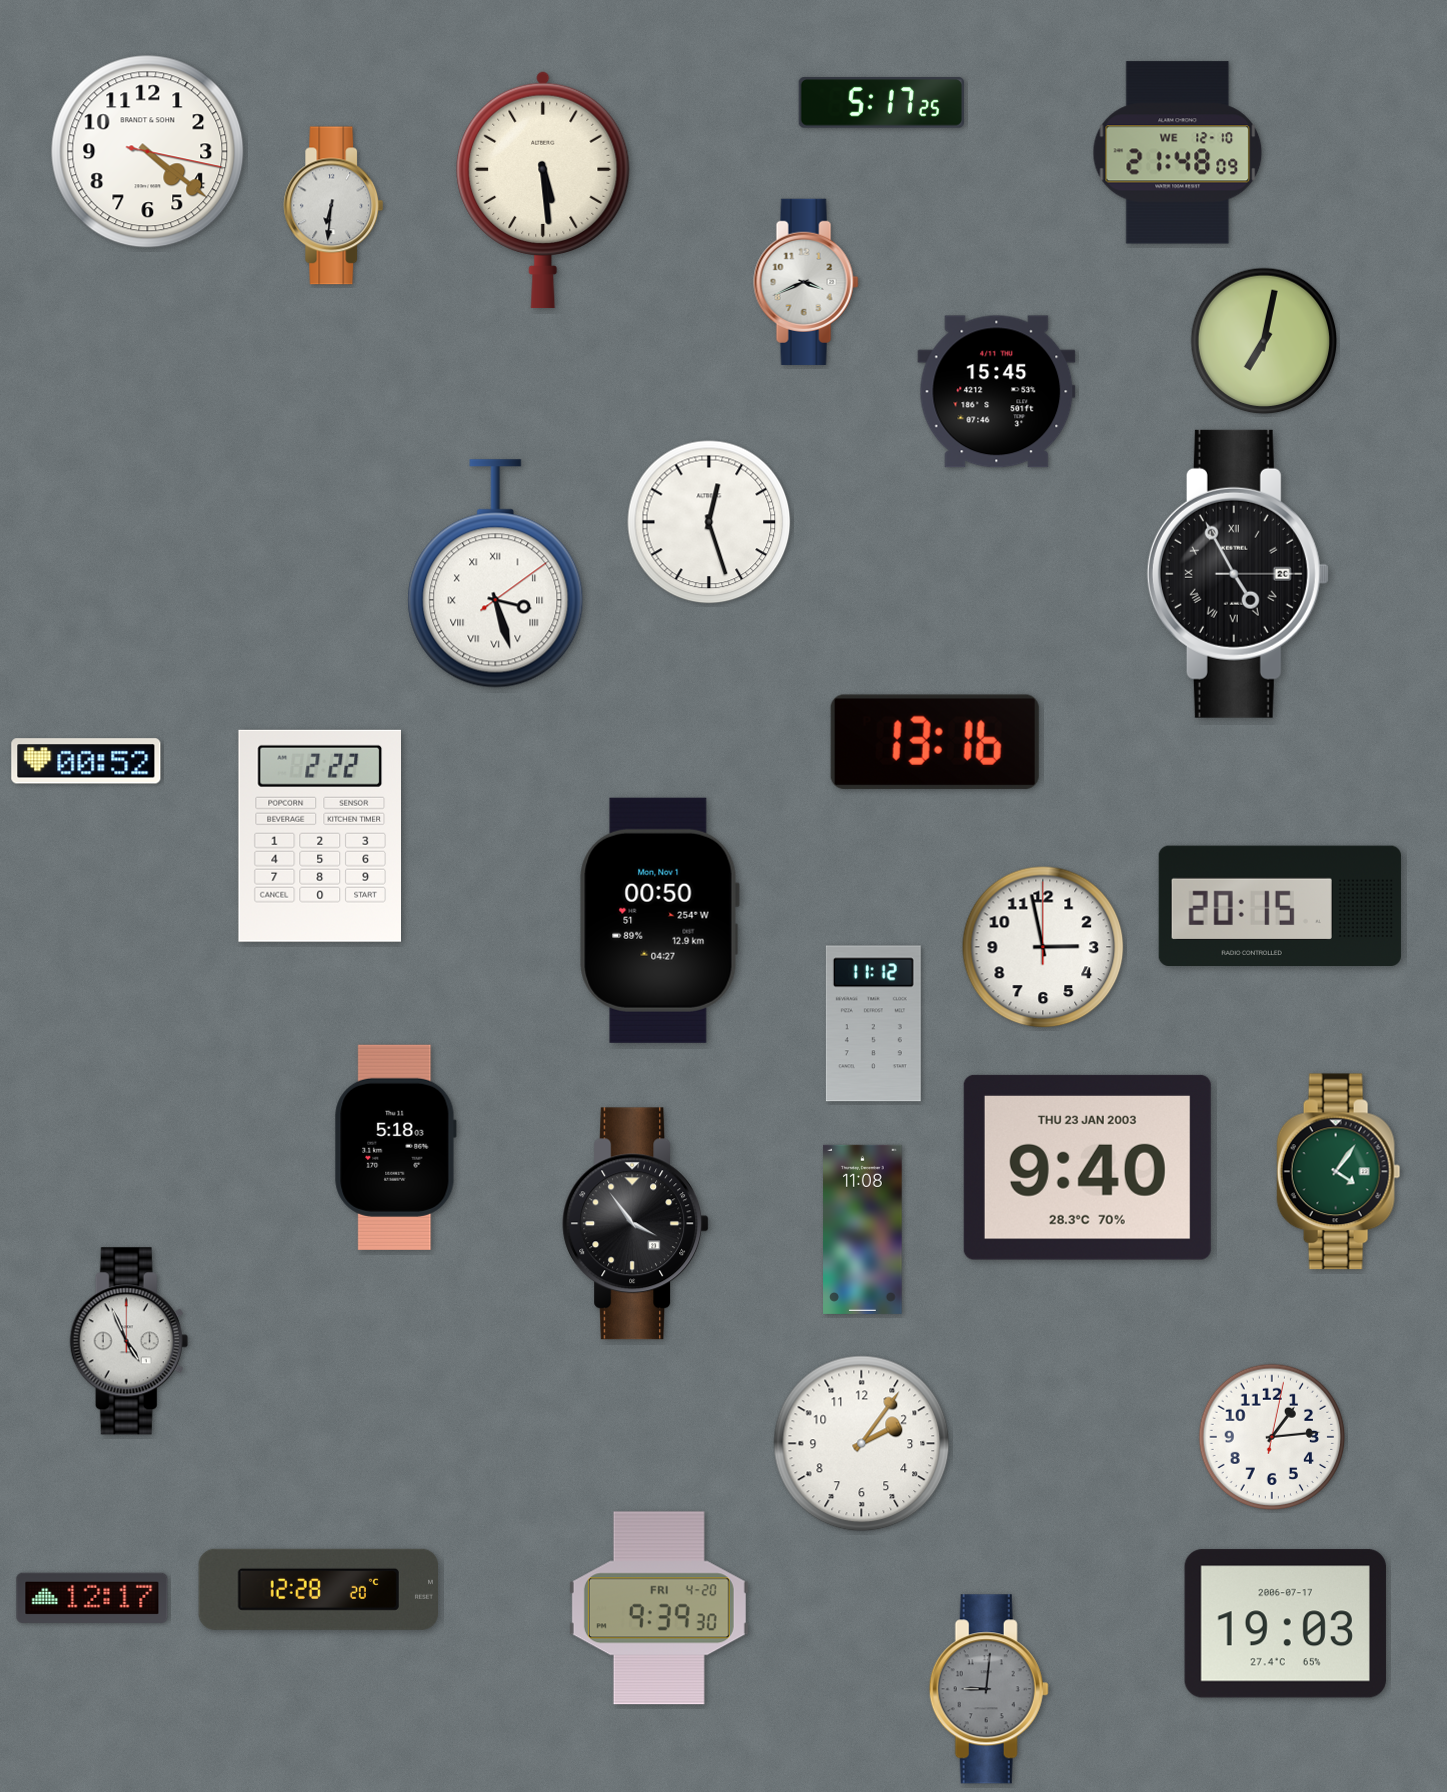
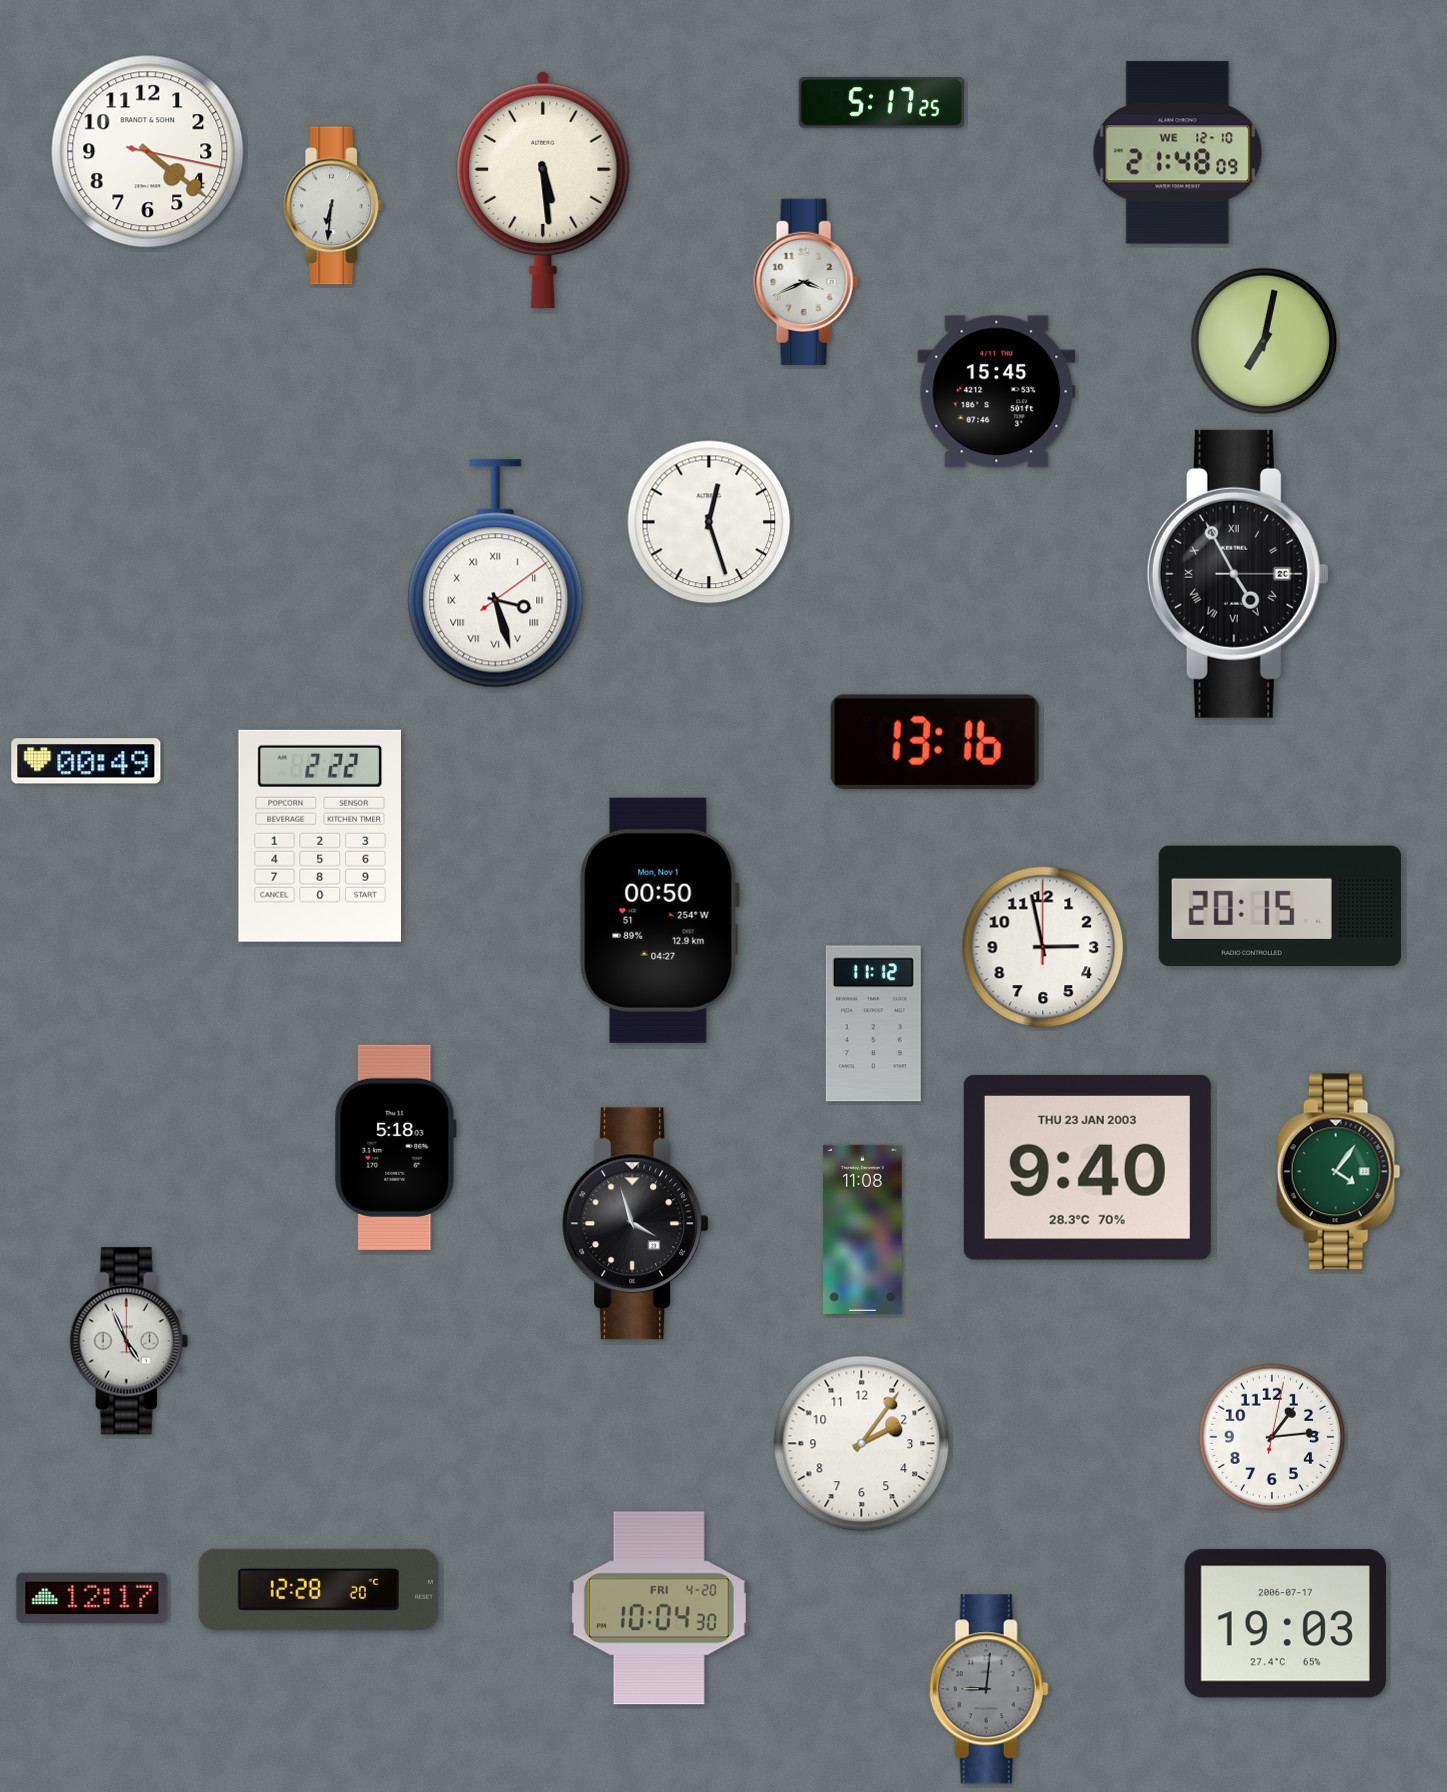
clock at (86, 761): 00:52 -> 00:49
clock at (636, 1224): 3:54 -> 3:57
clock at (659, 1608): 9:39 -> 10:04
